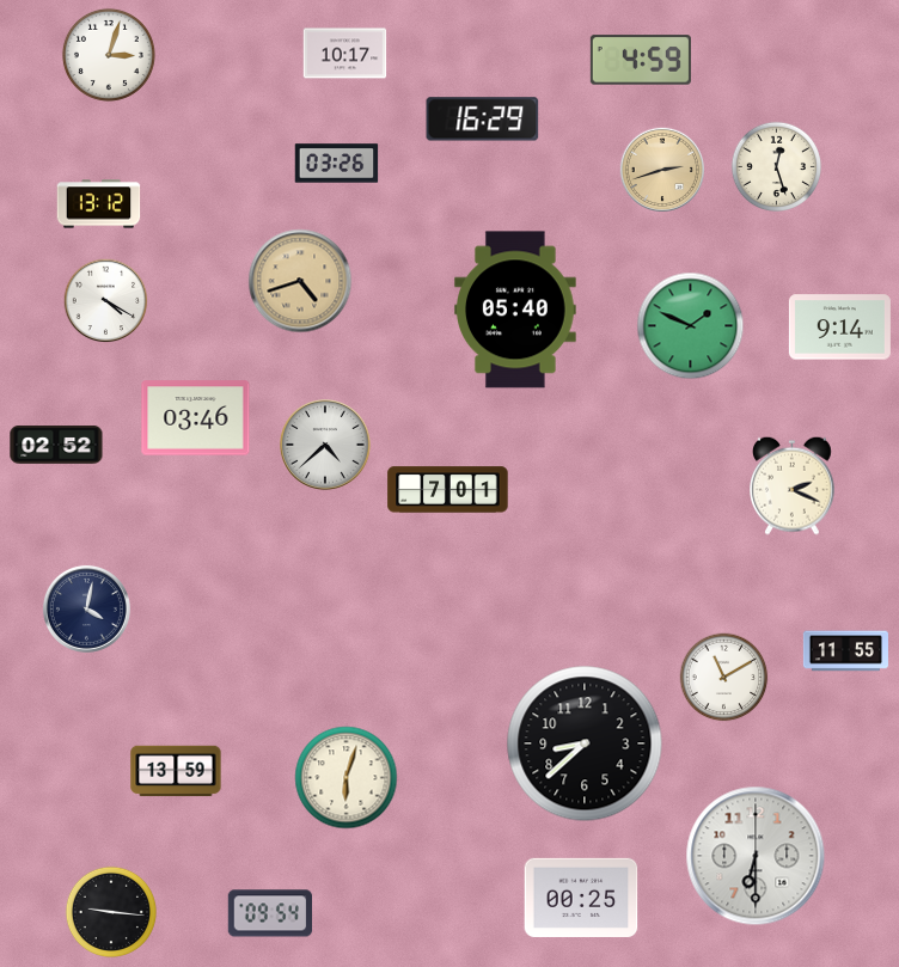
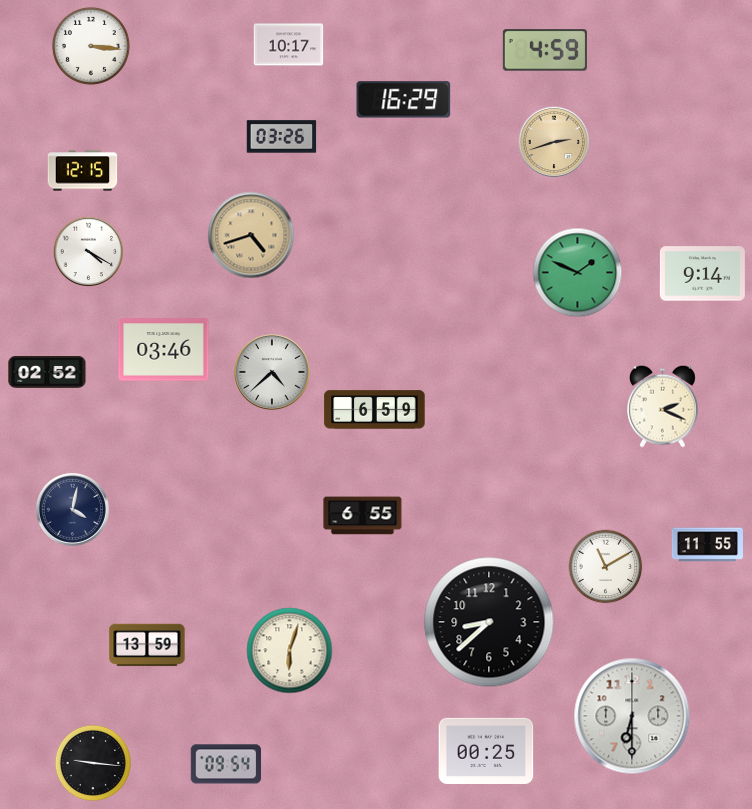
clock at (109, 55): 3:03 -> 3:16
clock at (641, 60) position: (641, 60) -> (545, 50)
clock at (777, 167): 12:27 -> none
clock at (99, 204): 13:12 -> 12:15
clock at (516, 310): 05:40 -> none
clock at (448, 490): 7:01 -> 6:59
clock at (363, 516): none -> 6:55
